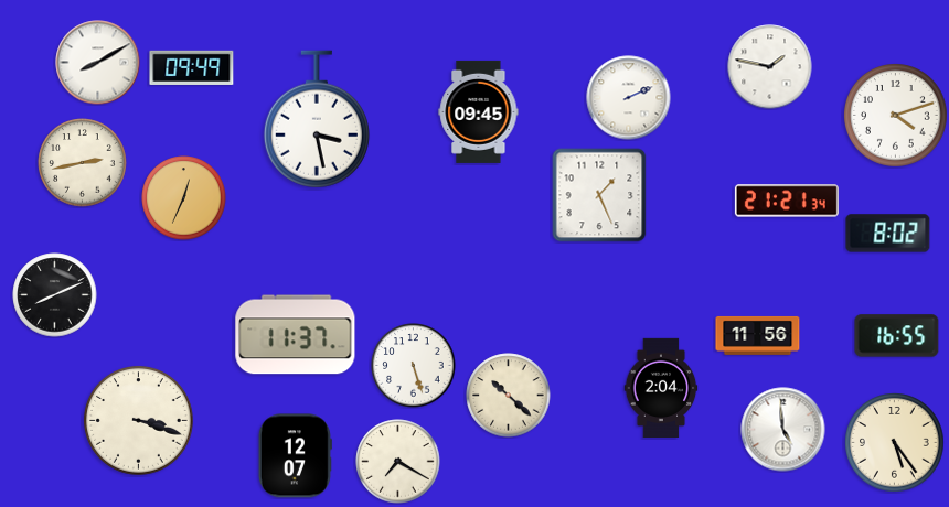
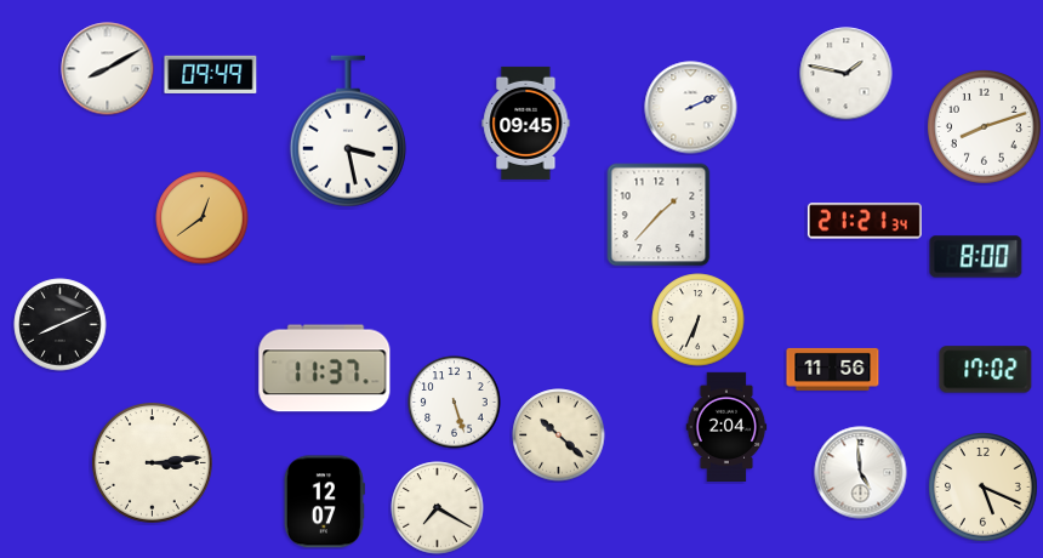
clock at (896, 116): 4:12 -> 8:12
clock at (83, 163): 2:43 -> none
clock at (599, 195): 1:26 -> 1:37
clock at (184, 198): 12:34 -> 12:39
clock at (888, 234): 8:02 -> 8:00
clock at (699, 320): none -> 6:34
clock at (897, 336): 16:55 -> 17:02
clock at (138, 420): 3:18 -> 3:14
clock at (895, 443): 5:24 -> 5:19
